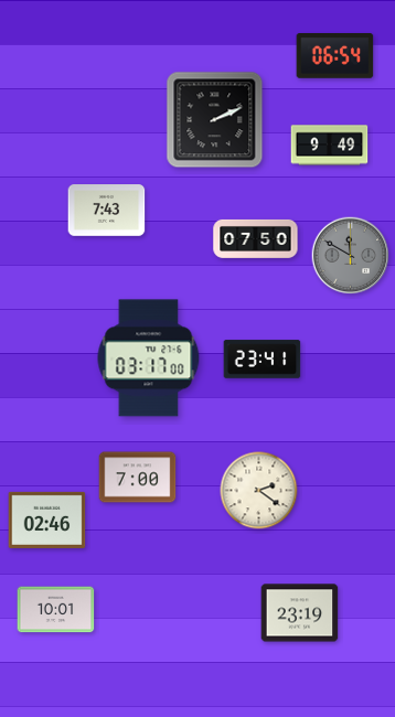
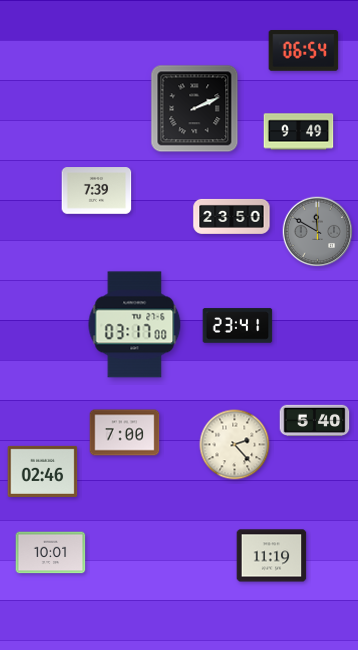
clock at (107, 211): 7:43 -> 7:39
clock at (256, 238): 07:50 -> 23:50
clock at (315, 421): none -> 5:40
clock at (259, 491): 2:21 -> 2:23
clock at (300, 613): 23:19 -> 11:19
